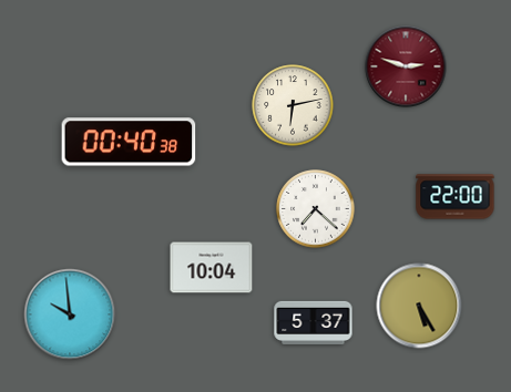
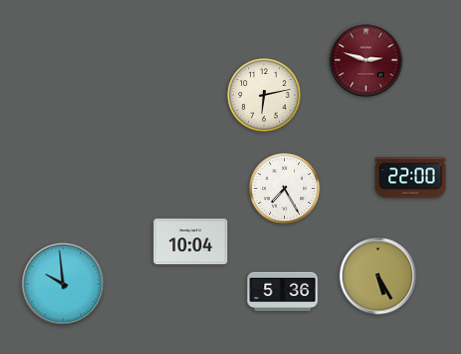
clock at (129, 142): 00:40 -> none
clock at (316, 209): 7:22 -> 7:25
clock at (314, 322): 5:37 -> 5:36
